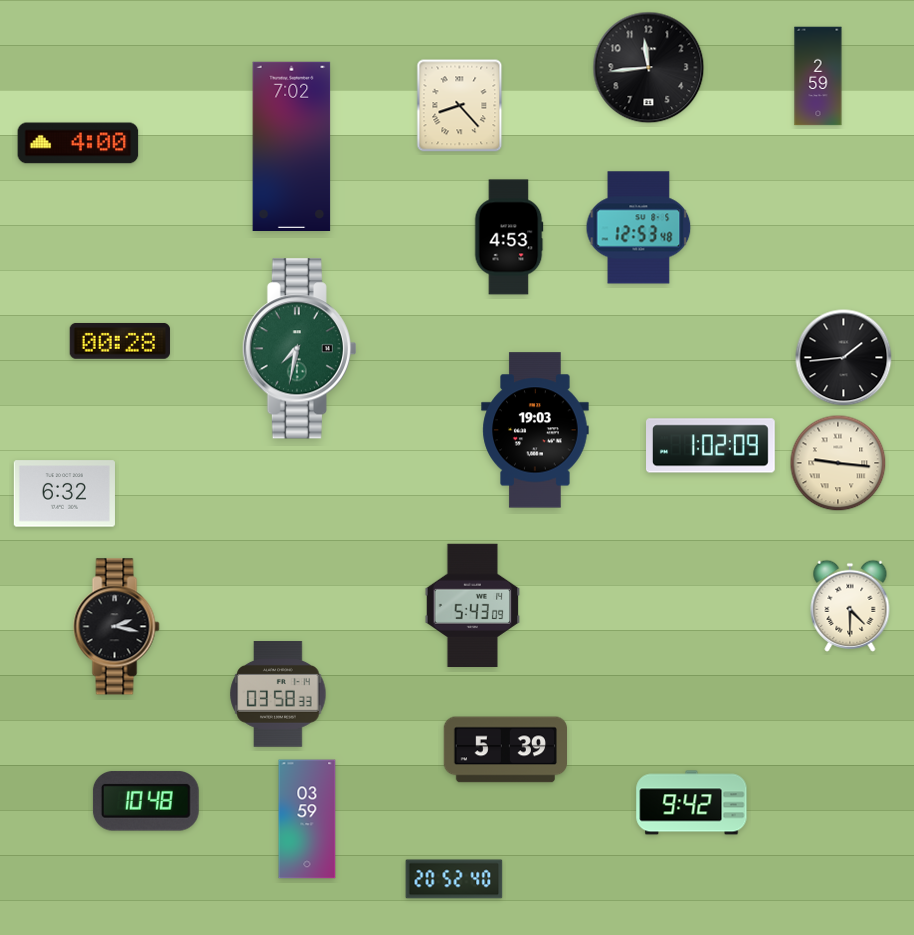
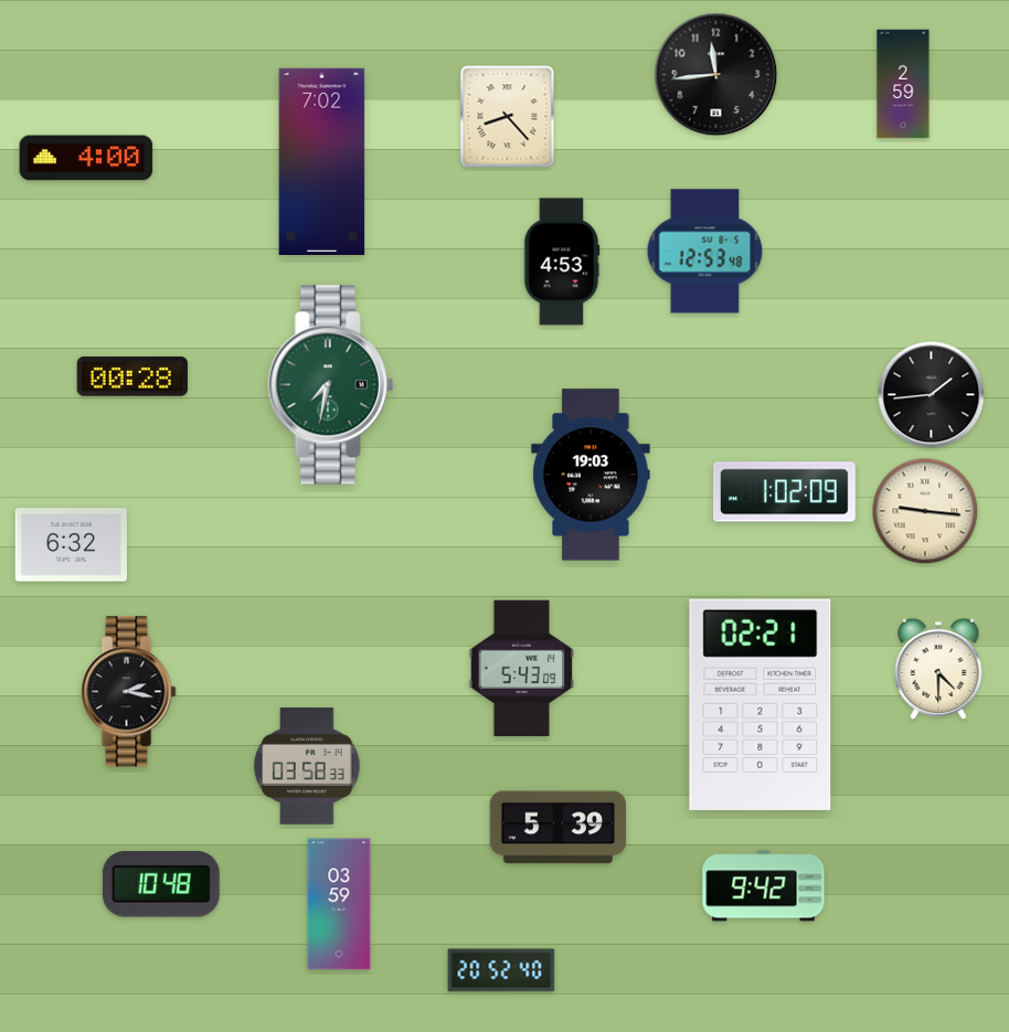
clock at (761, 704): none -> 02:21
